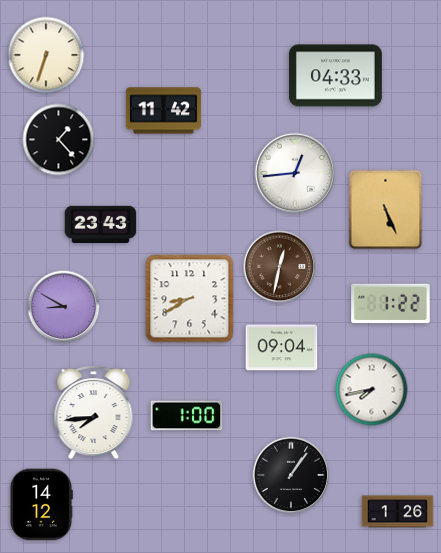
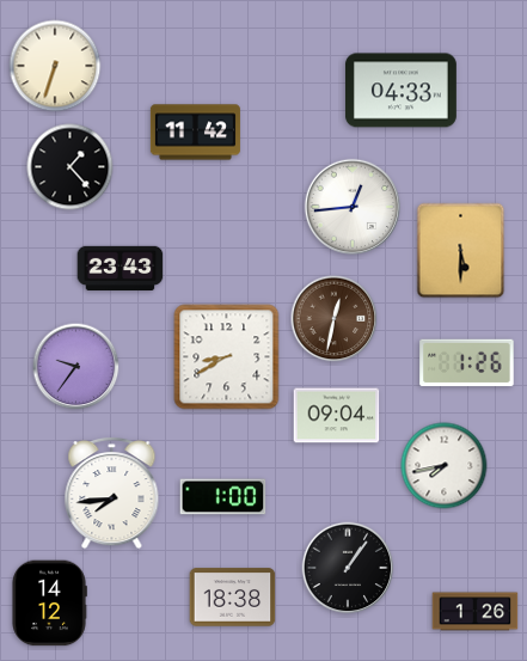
clock at (386, 210): 5:26 -> 5:30
clock at (391, 304): 1:22 -> 1:26
clock at (64, 307): 8:50 -> 9:36
clock at (233, 598): none -> 18:38
